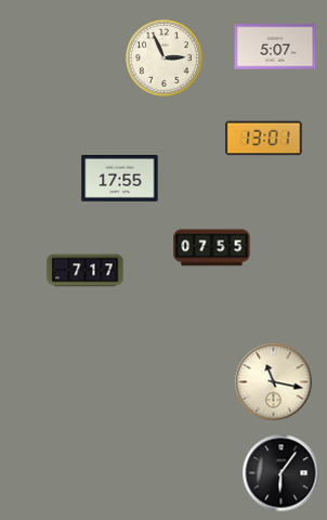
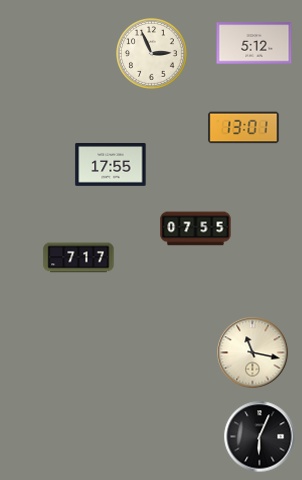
clock at (275, 47): 5:07 -> 5:12
clock at (86, 271) position: (86, 271) -> (79, 258)
clock at (282, 473): 6:06 -> 6:04
